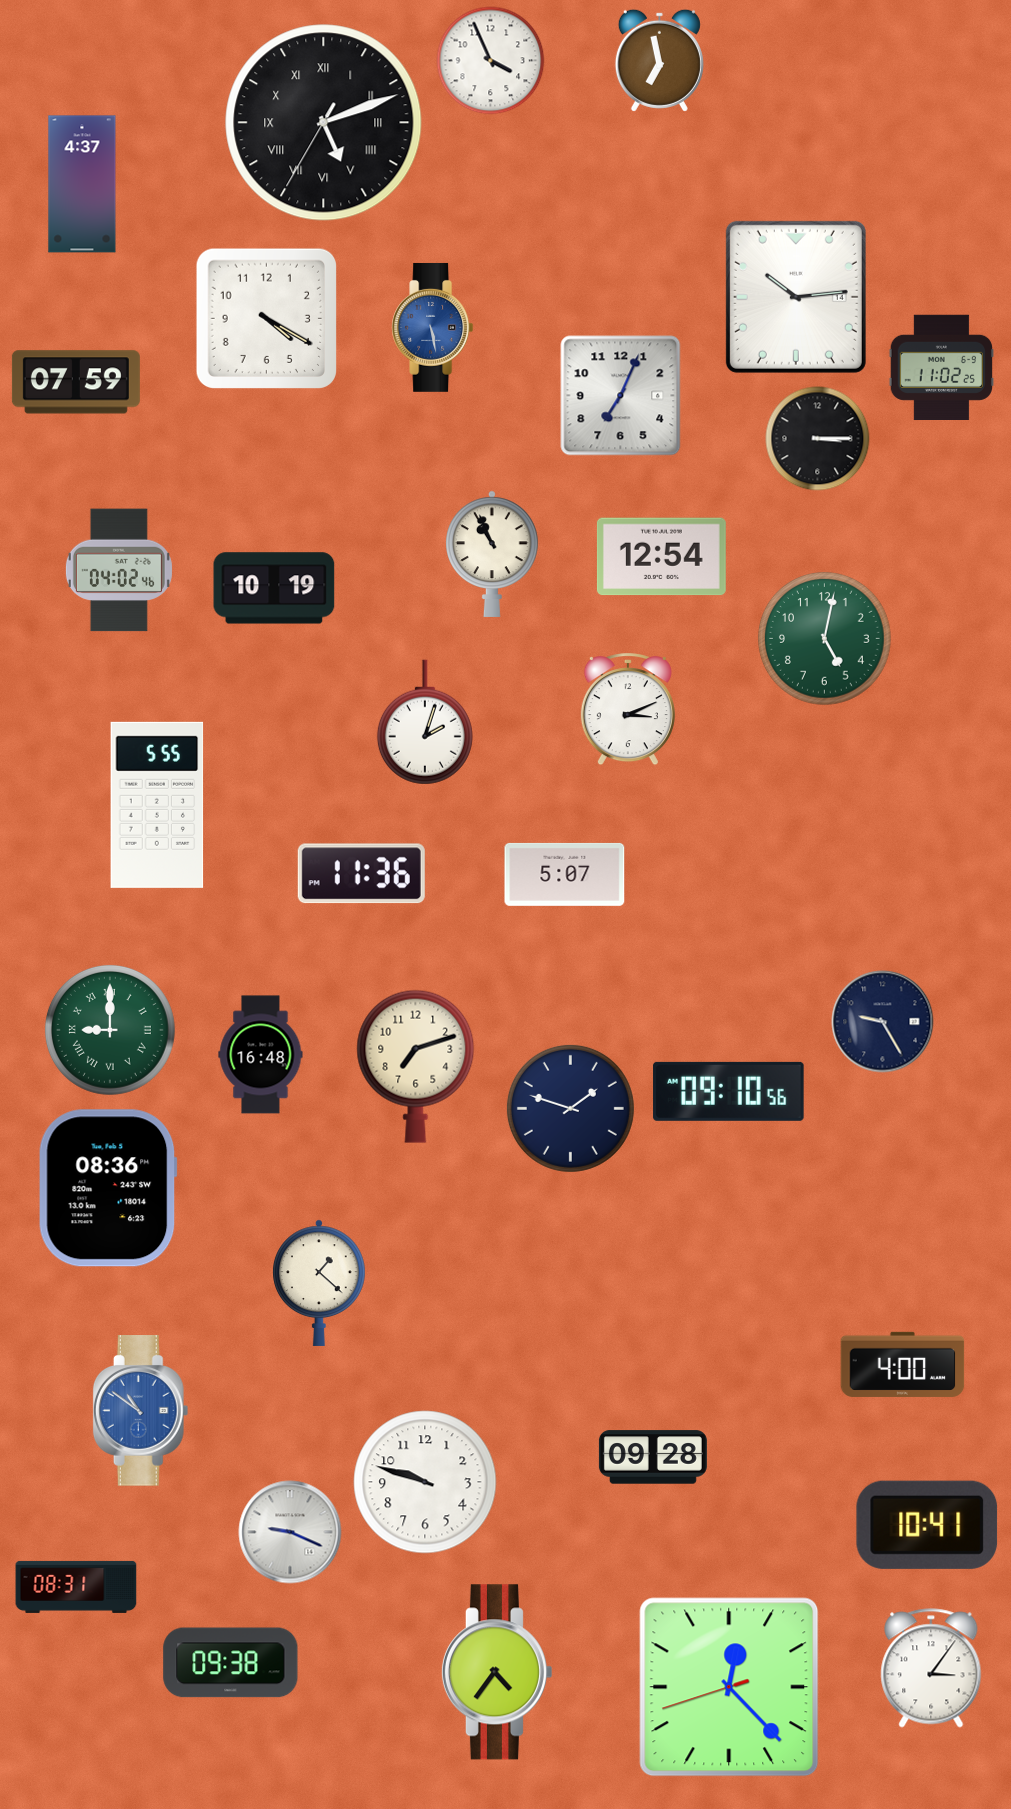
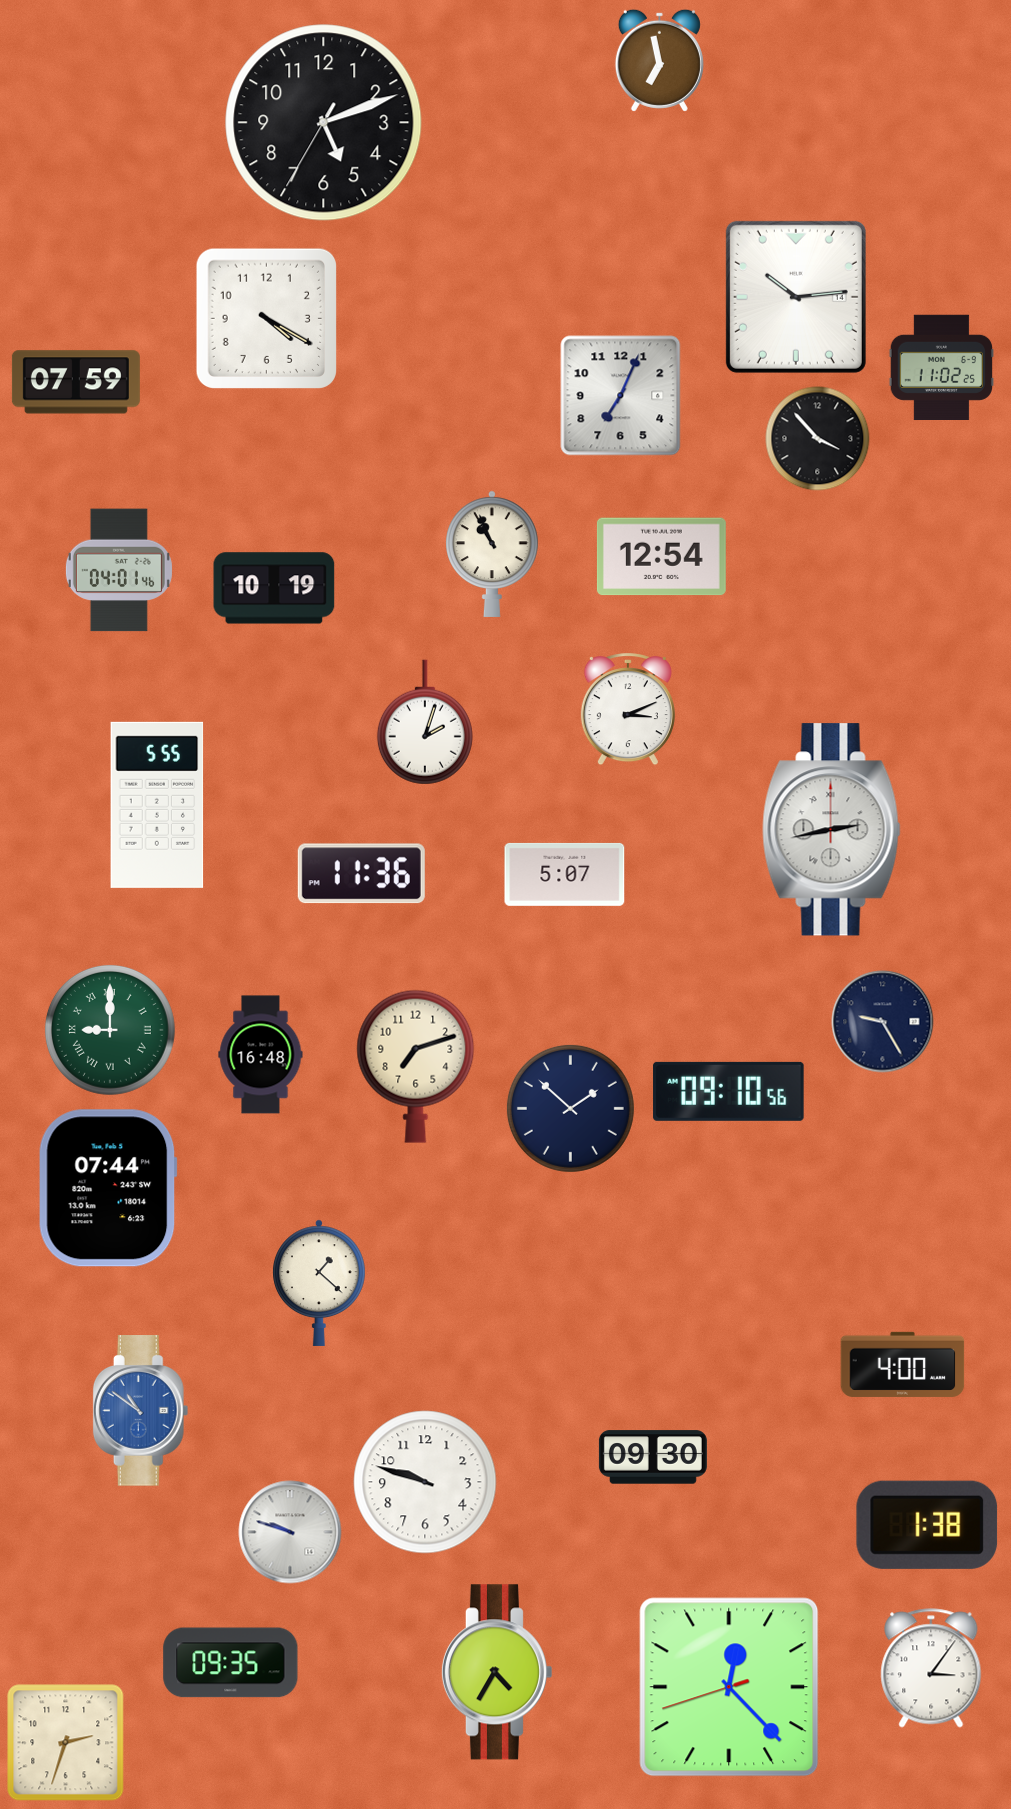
clock at (491, 61): 3:56 -> none
clock at (324, 123) numerals: Roman -> Arabic
clock at (82, 184): 4:37 -> none
clock at (433, 327): 5:28 -> none
clock at (818, 439): 3:15 -> 3:53
clock at (119, 570): 04:02 -> 04:01
clock at (825, 639): 5:02 -> none
clock at (832, 830): none -> 2:43
clock at (570, 1108): 1:48 -> 1:52
clock at (108, 1188): 08:36 -> 07:44
clock at (653, 1457): 09:28 -> 09:30
clock at (927, 1525): 10:41 -> 1:38
clock at (290, 1532): 9:19 -> 9:48
clock at (76, 1587): 08:31 -> none
clock at (231, 1663): 09:38 -> 09:35
clock at (496, 1672): 4:36 -> 4:35
clock at (66, 1743): none -> 2:33
